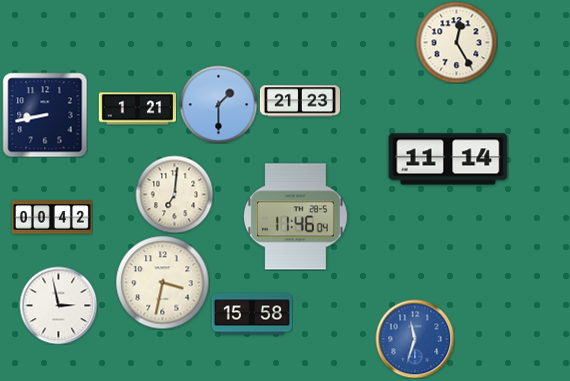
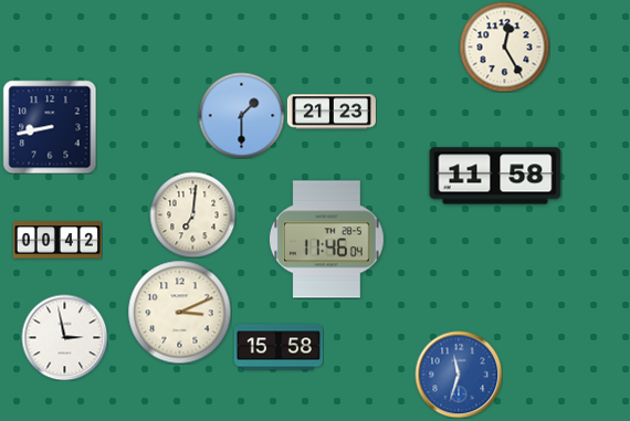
clock at (137, 109): 1:21 -> none
clock at (448, 159): 11:14 -> 11:58
clock at (162, 282): 3:32 -> 3:11
